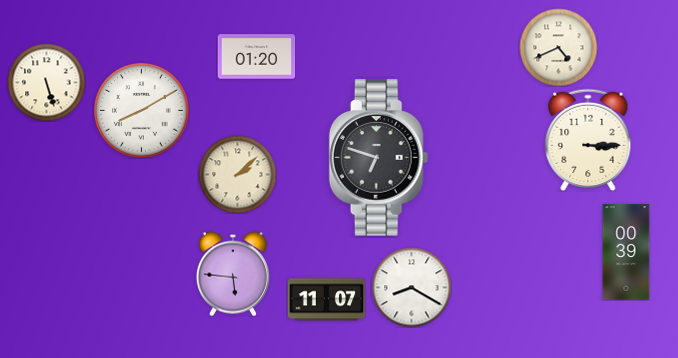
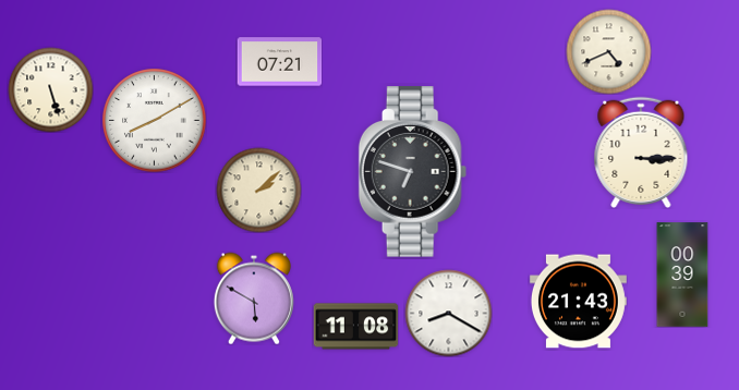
clock at (256, 57): 01:20 -> 07:21
clock at (233, 274): 5:46 -> 5:50
clock at (578, 302): none -> 21:43
clock at (326, 300): 11:07 -> 11:08
